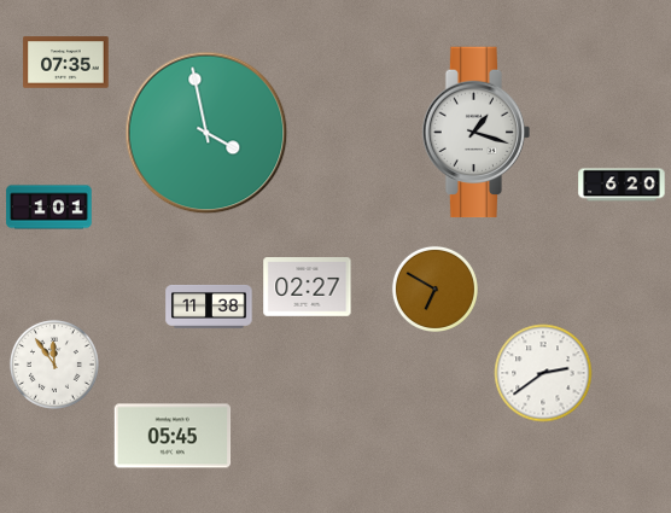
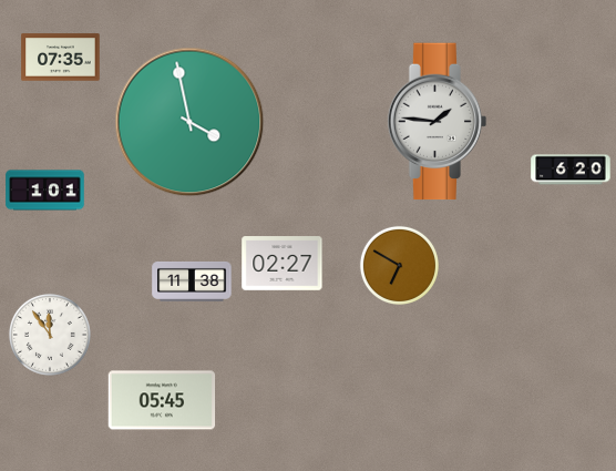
clock at (477, 133): 1:18 -> 1:46
clock at (543, 373): 2:39 -> none
clock at (173, 436) position: (173, 436) -> (162, 400)
